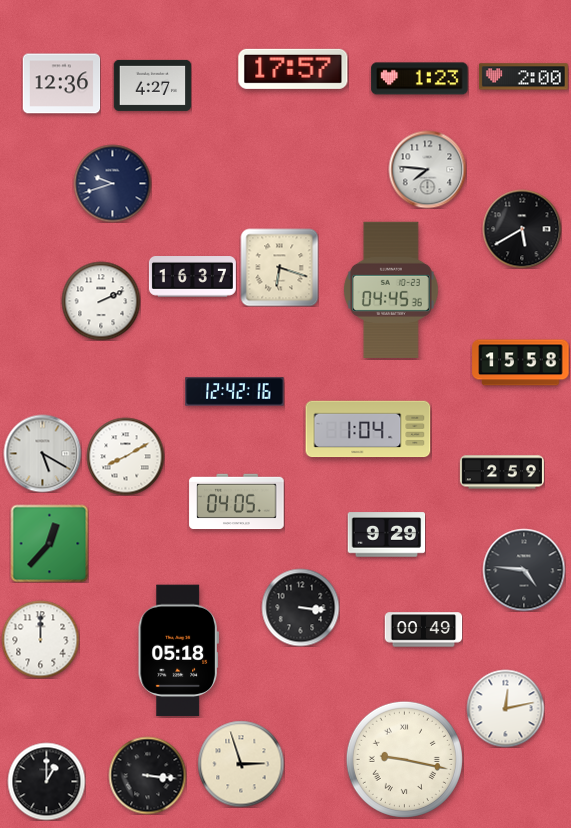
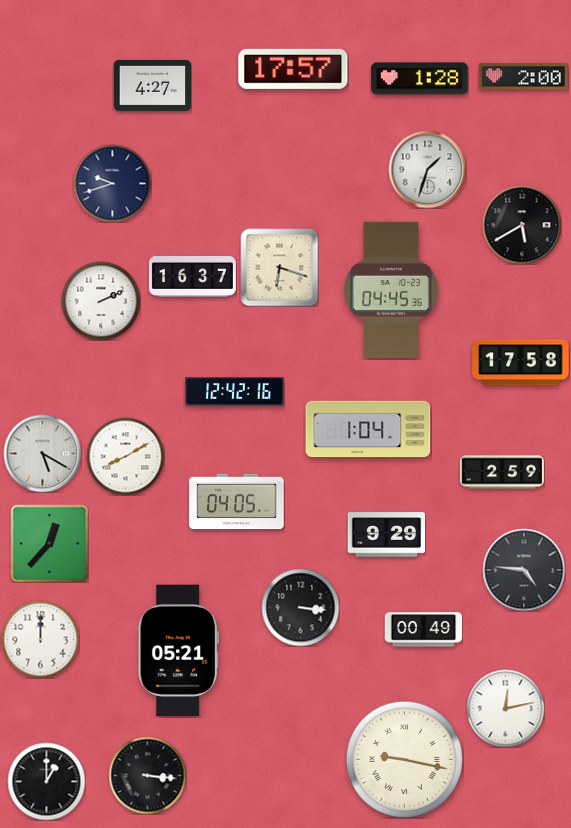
clock at (420, 79): 1:23 -> 1:28
clock at (61, 84): 12:36 -> none
clock at (427, 169): 7:46 -> 1:33
clock at (522, 229) position: (522, 229) -> (522, 225)
clock at (521, 363): 15:58 -> 17:58
clock at (178, 651): 05:18 -> 05:21
clock at (241, 764): 2:57 -> none
